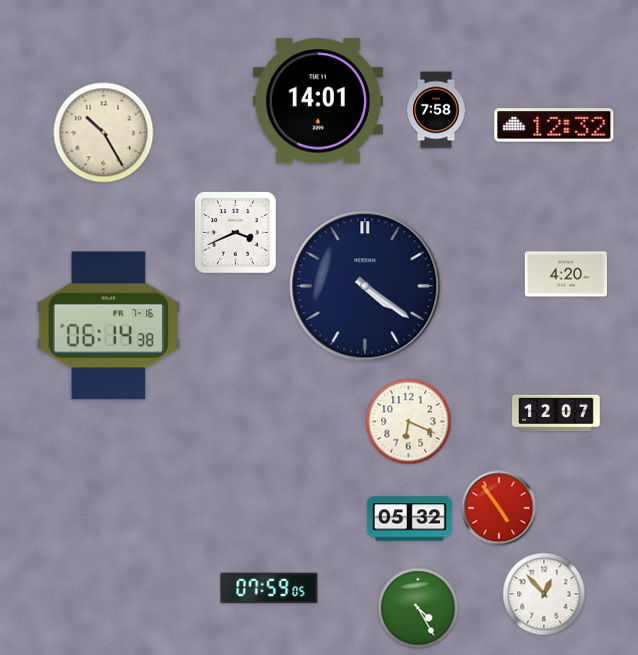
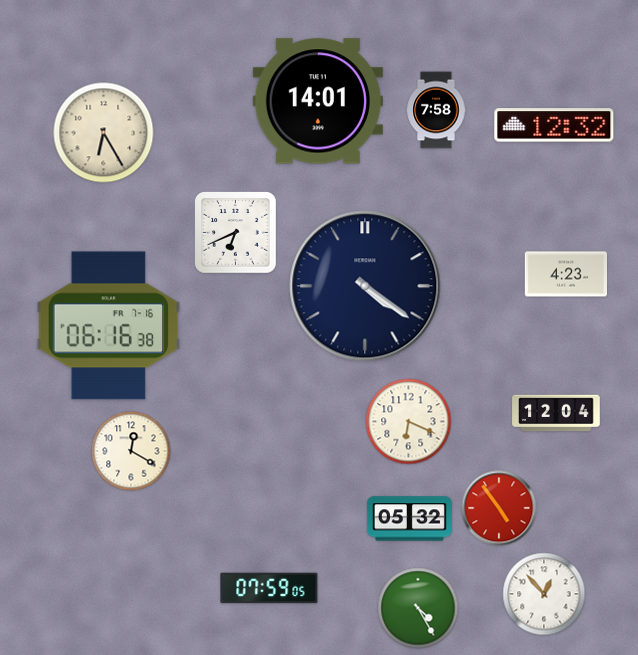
clock at (104, 133): 10:25 -> 6:25
clock at (236, 233): 3:41 -> 6:41
clock at (565, 274): 4:20 -> 4:23
clock at (109, 326): 06:14 -> 06:16
clock at (556, 413): 12:07 -> 12:04
clock at (131, 451): none -> 12:20
